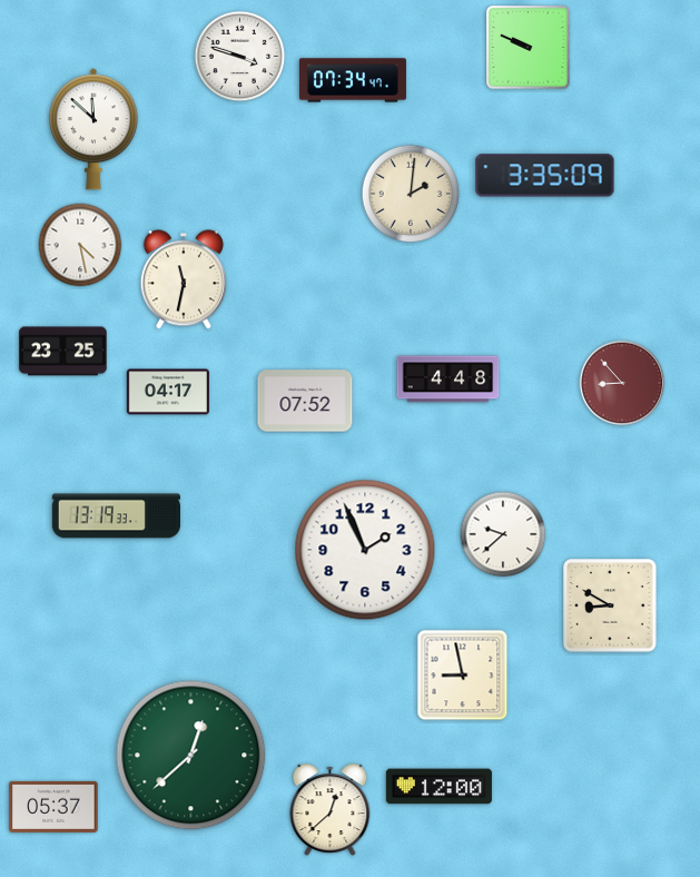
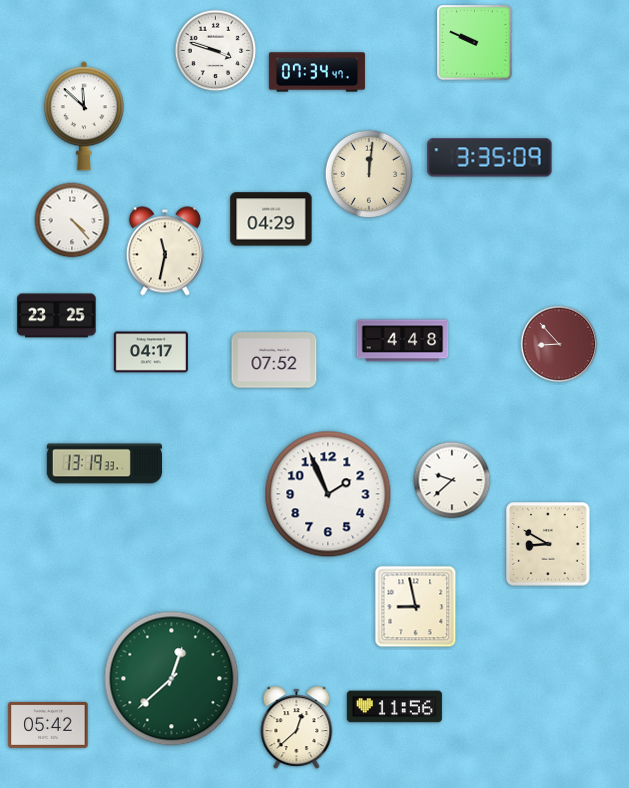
clock at (411, 194): 2:01 -> 12:01
clock at (271, 219): none -> 04:29
clock at (80, 245): 4:28 -> 4:23
clock at (438, 787): 12:00 -> 11:56
clock at (53, 807): 05:37 -> 05:42
